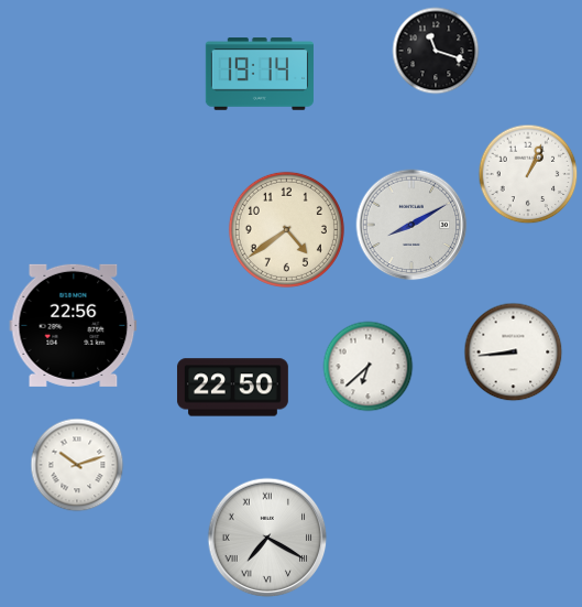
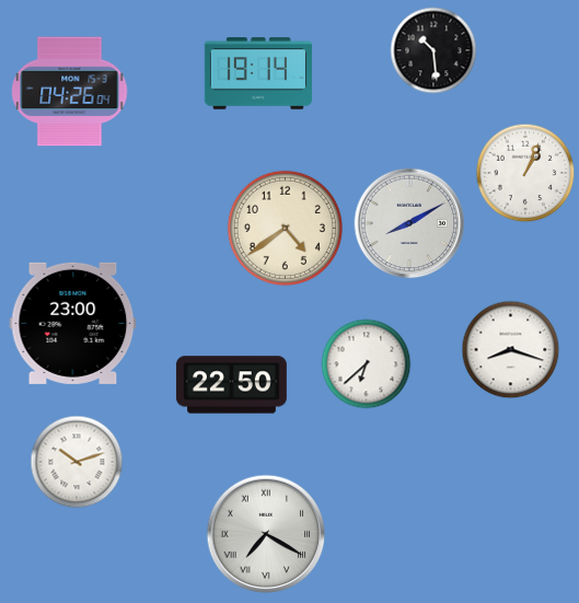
clock at (436, 51): 11:18 -> 10:29
clock at (70, 92): none -> 04:26
clock at (74, 325): 22:56 -> 23:00
clock at (514, 353): 8:44 -> 8:18
